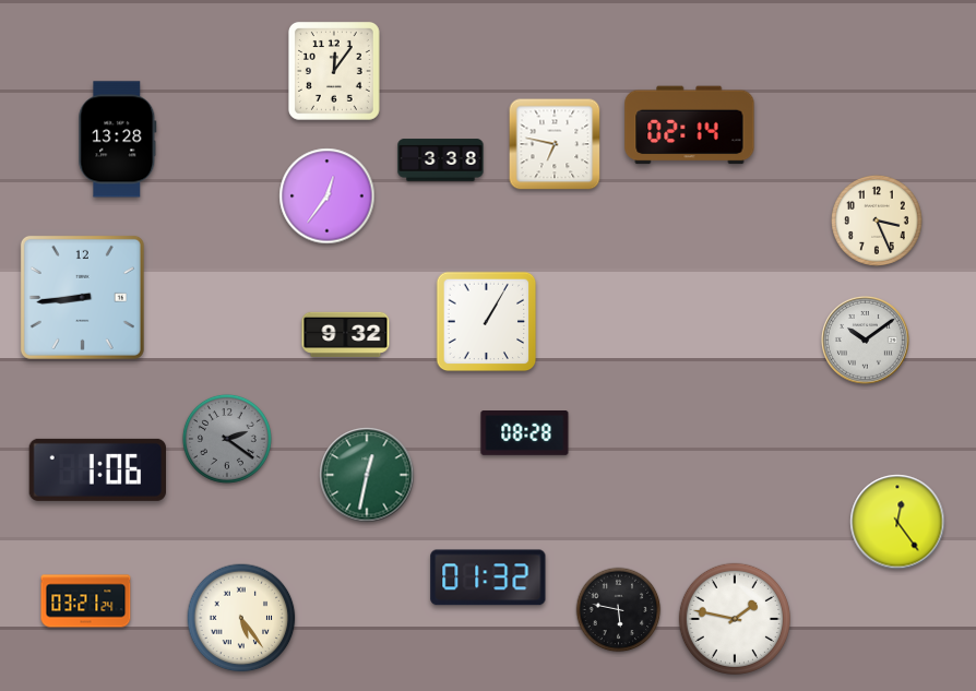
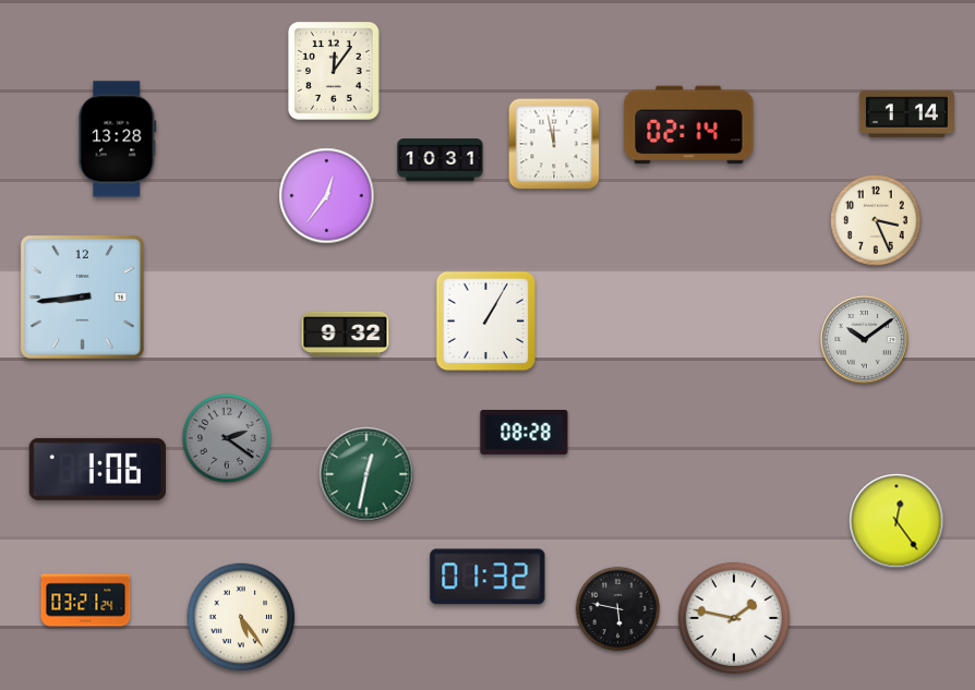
clock at (906, 114): none -> 1:14
clock at (555, 144): 6:47 -> 11:58
clock at (441, 160): 3:38 -> 10:31
